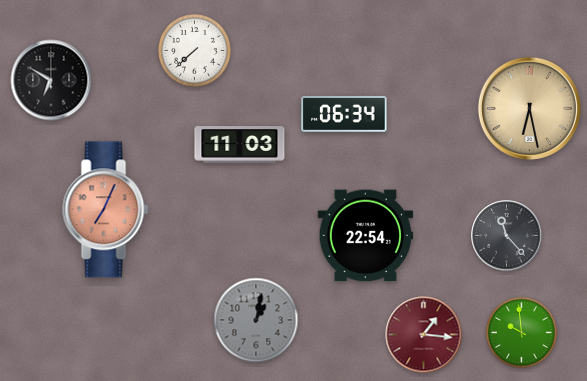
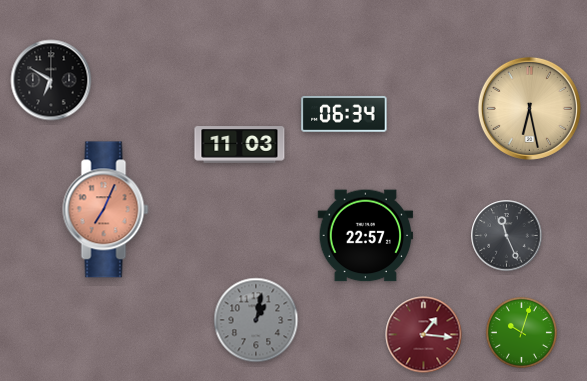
clock at (195, 51): 7:38 -> none
clock at (366, 236): 22:54 -> 22:57
clock at (507, 236): 11:23 -> 11:26
clock at (521, 332): 9:59 -> 10:03
